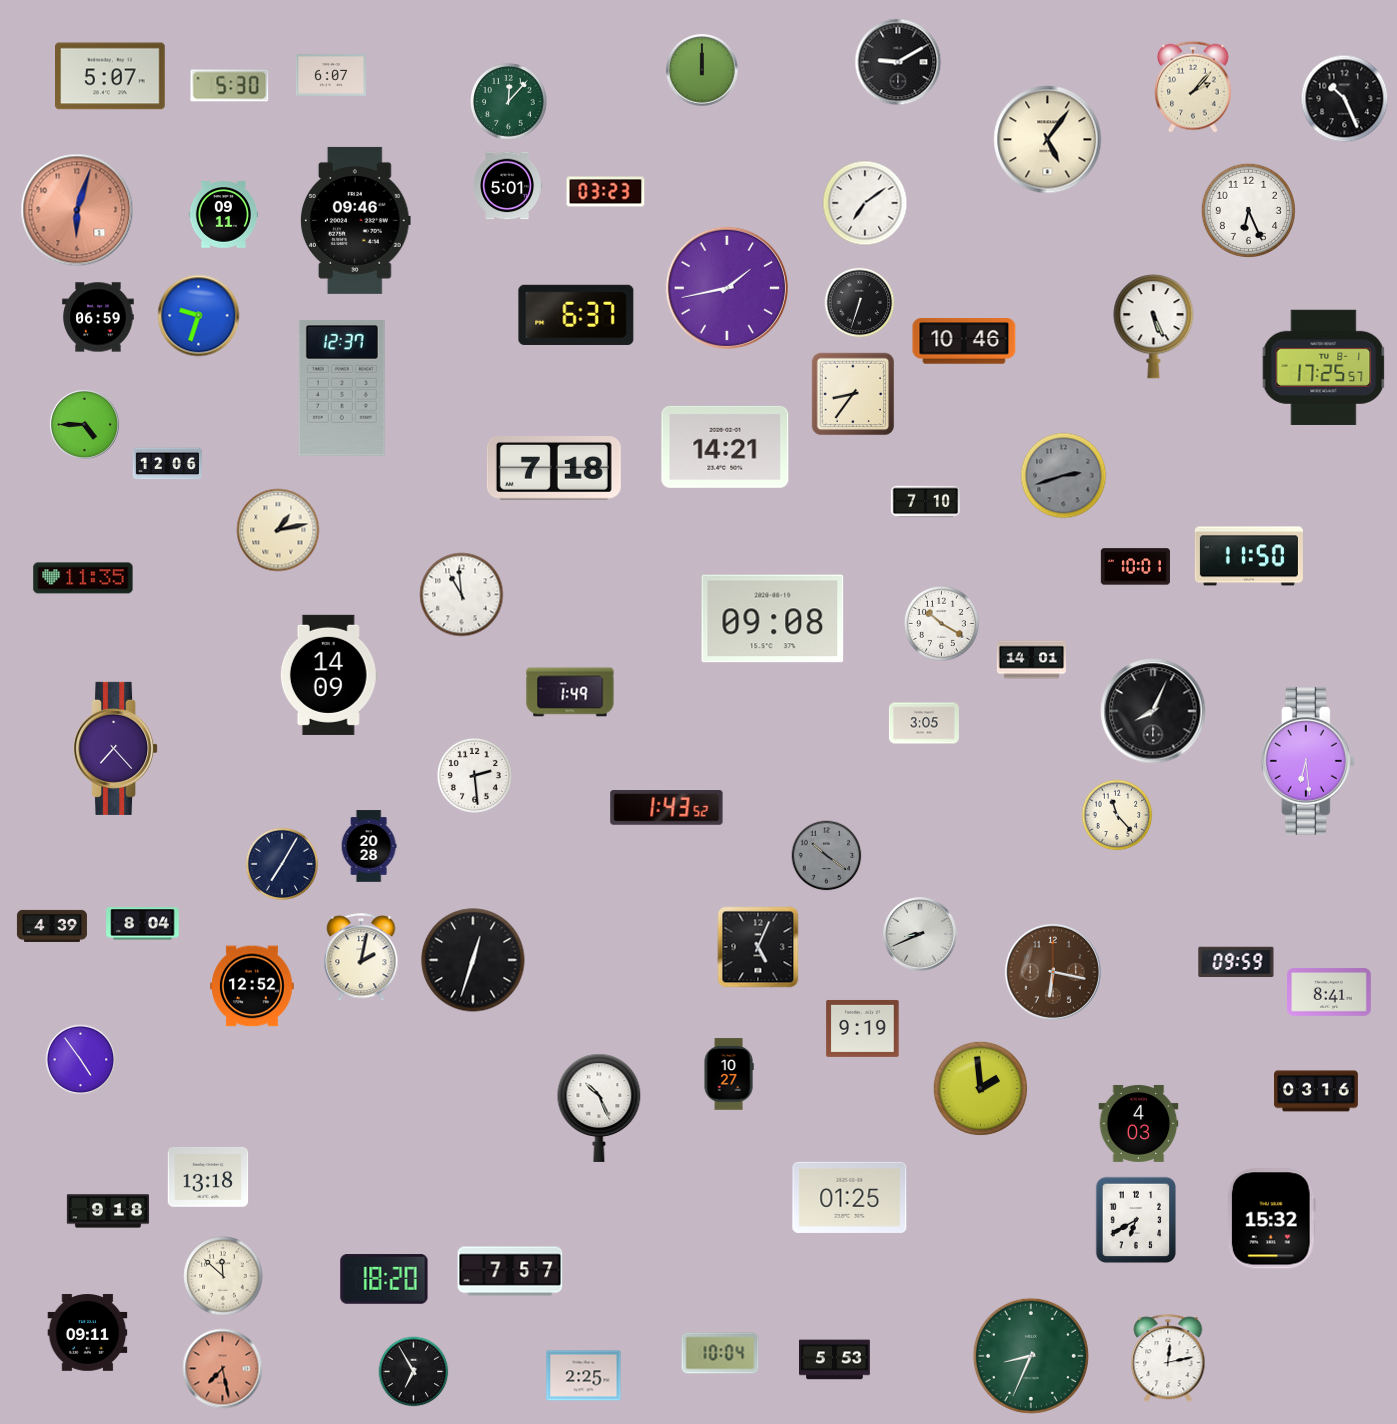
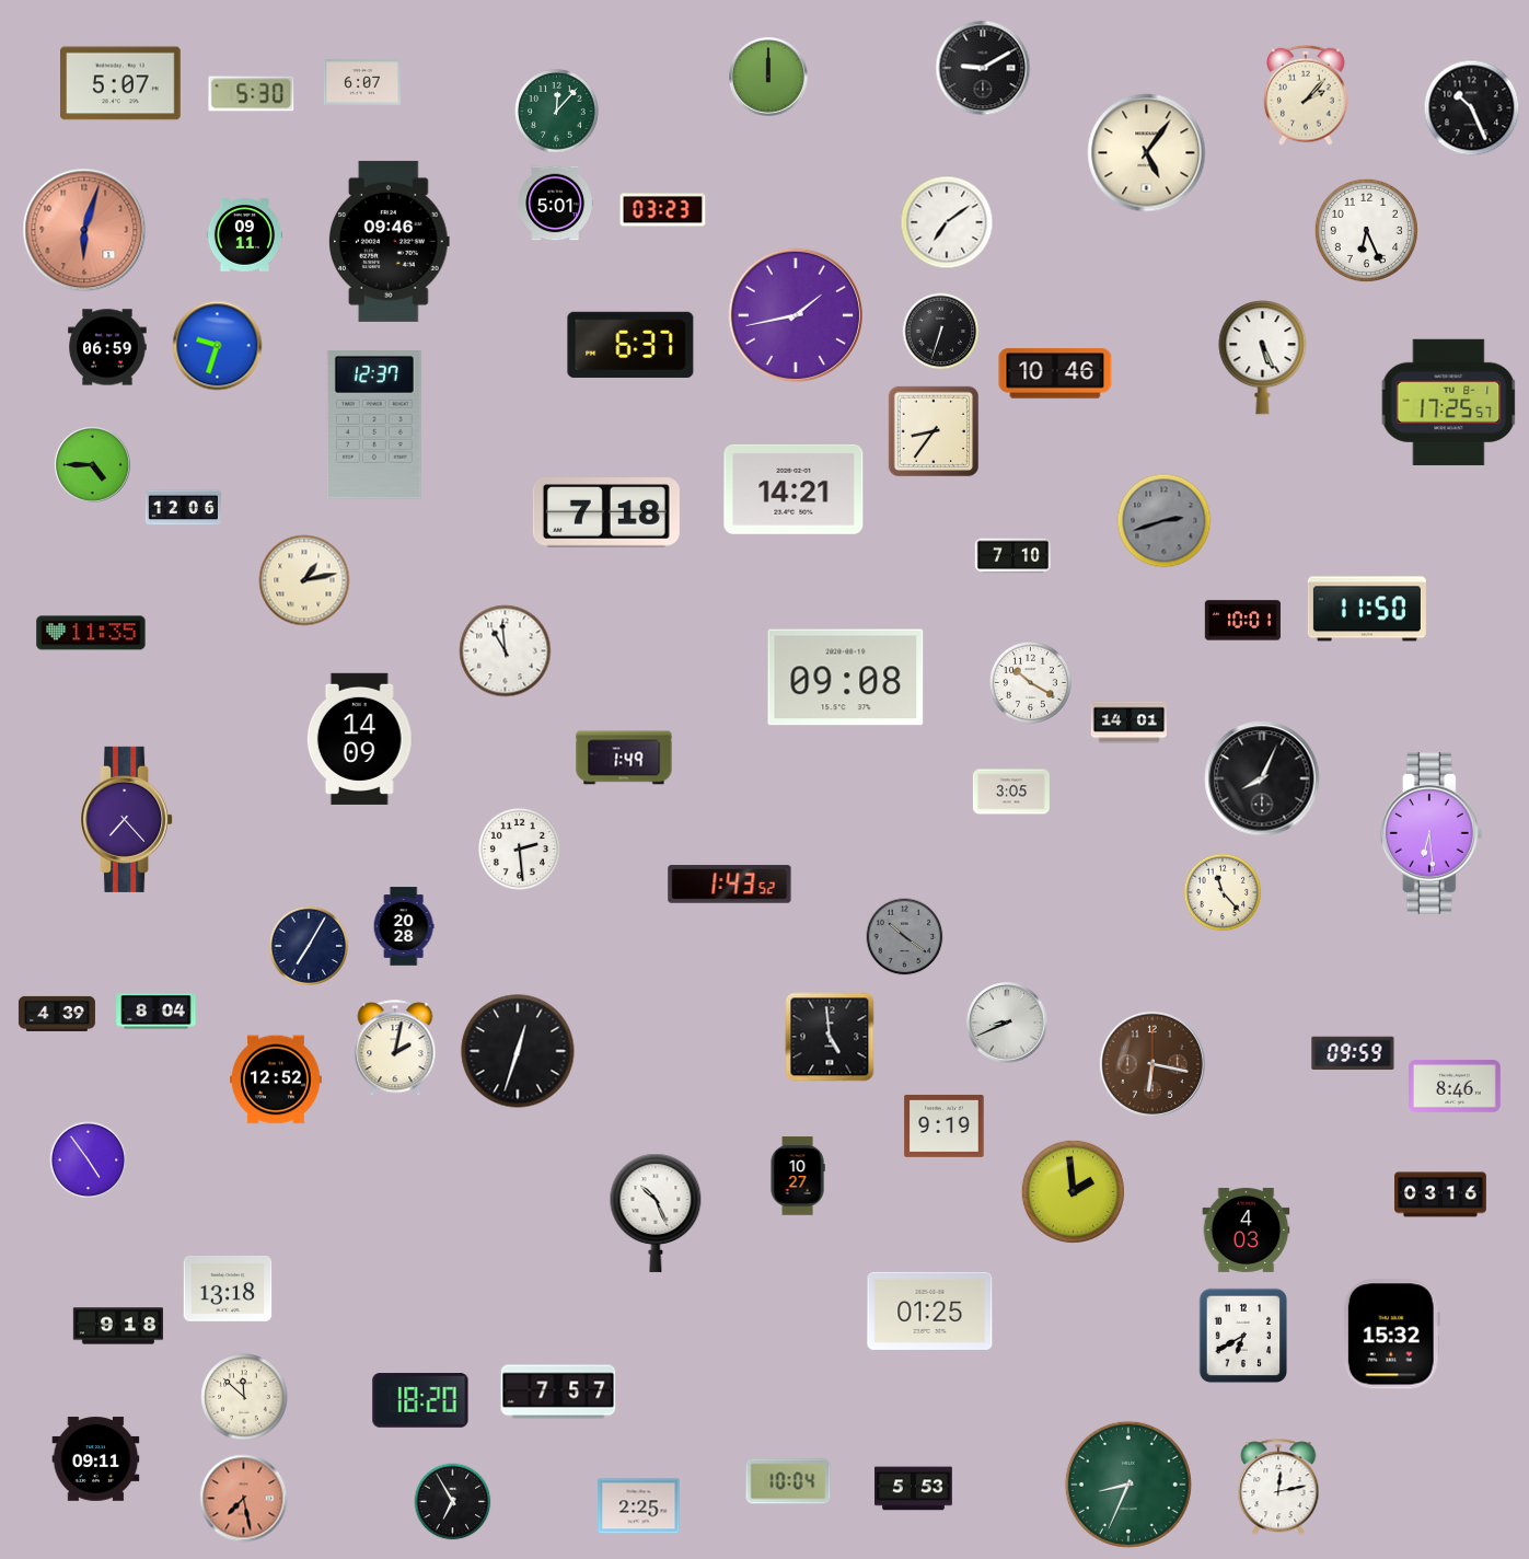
clock at (925, 502) position: (925, 502) -> (1012, 556)
clock at (758, 947): 5:04 -> 4:59
clock at (1330, 993): 8:41 -> 8:46
